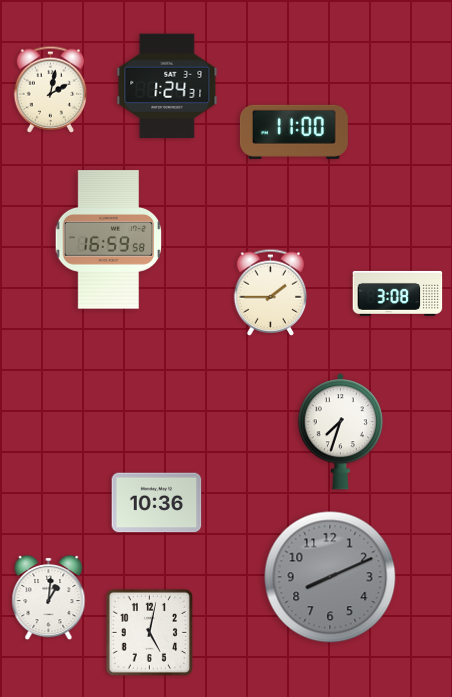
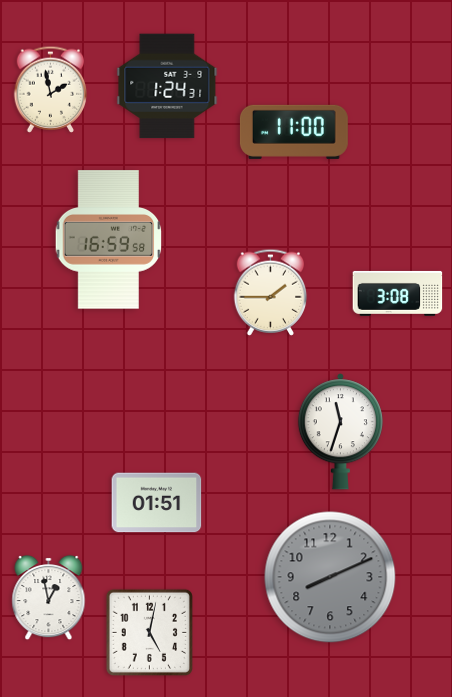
clock at (51, 89): 2:02 -> 1:58
clock at (340, 432): 7:33 -> 11:33
clock at (157, 503): 10:36 -> 01:51
clock at (49, 598): 1:01 -> 12:58
